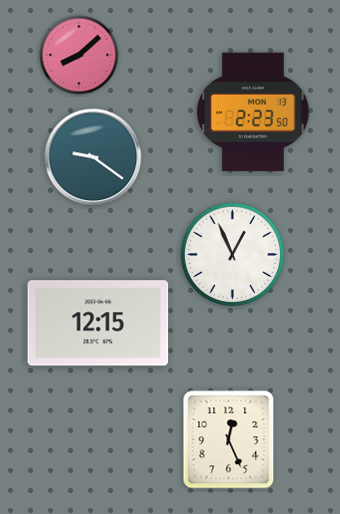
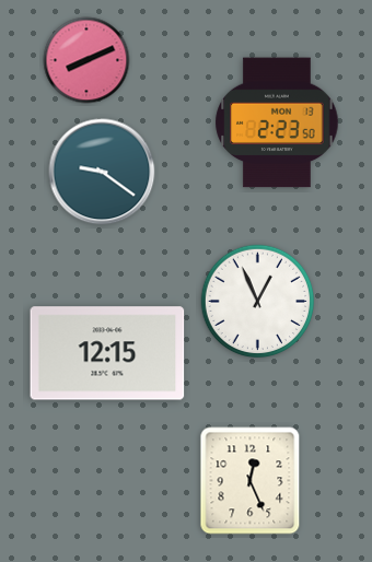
clock at (79, 55): 8:08 -> 8:11
clock at (233, 255) position: (233, 255) -> (258, 302)
